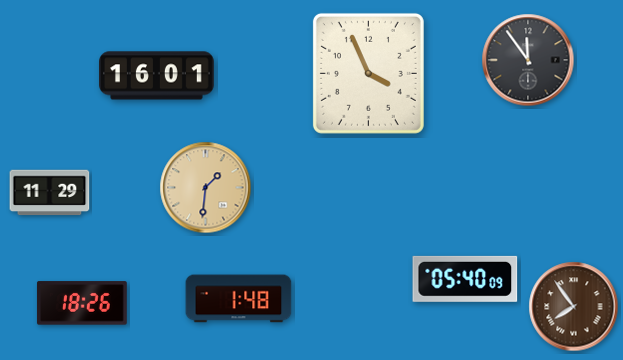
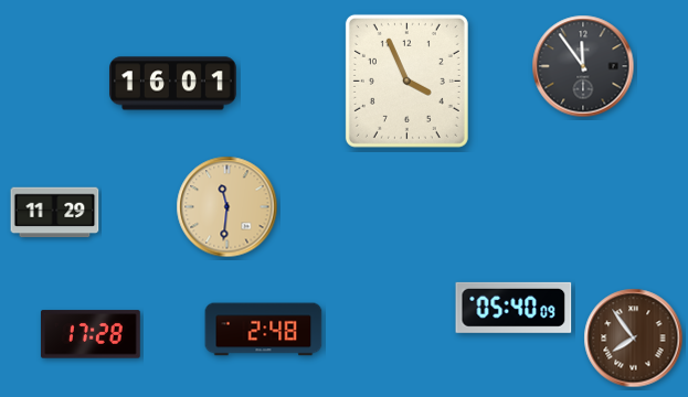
clock at (206, 188): 1:31 -> 11:31
clock at (239, 299): 1:48 -> 2:48
clock at (82, 303): 18:26 -> 17:28
